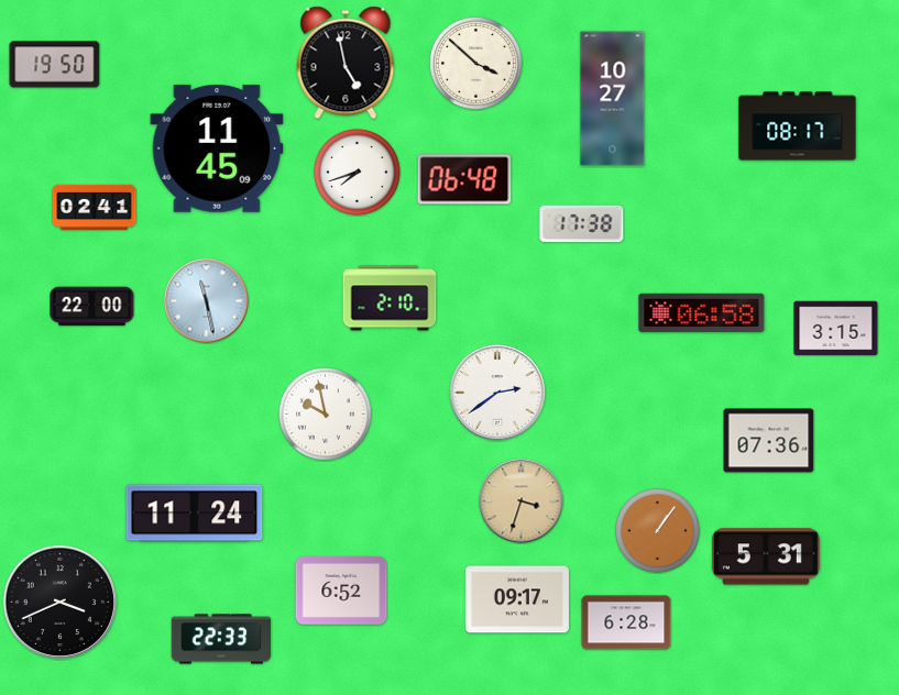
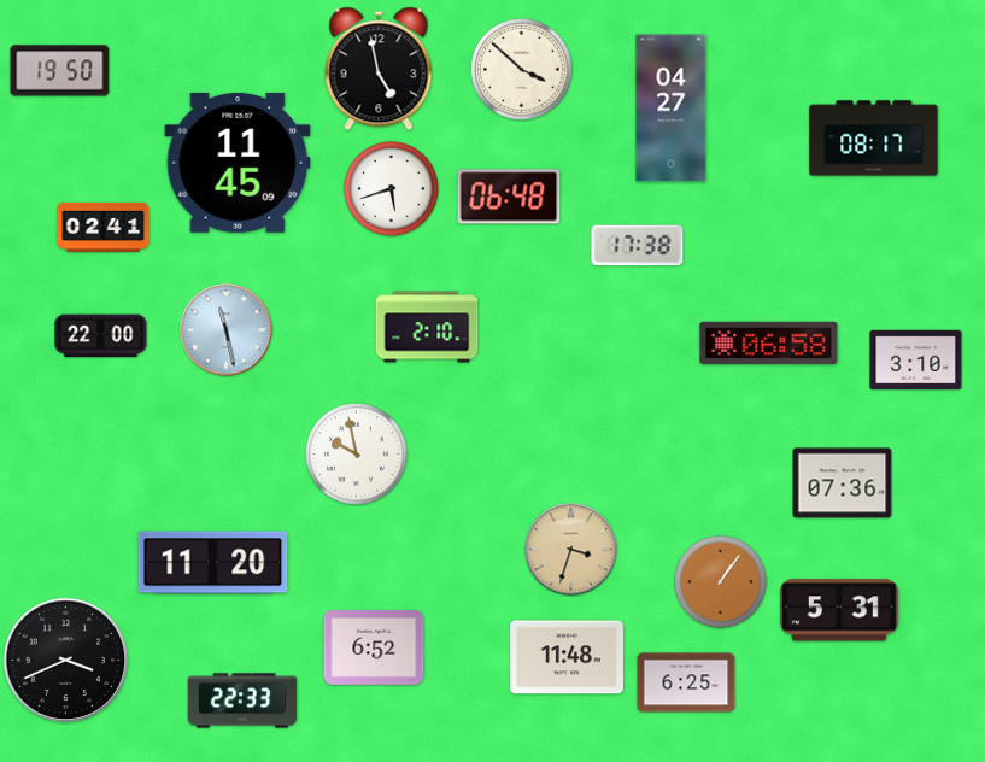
clock at (613, 99): 10:27 -> 04:27
clock at (358, 173): 7:42 -> 5:42
clock at (836, 329): 3:15 -> 3:10
clock at (498, 394): 2:39 -> none
clock at (195, 514): 11:24 -> 11:20
clock at (517, 599): 09:17 -> 11:48
clock at (626, 622): 6:28 -> 6:25
